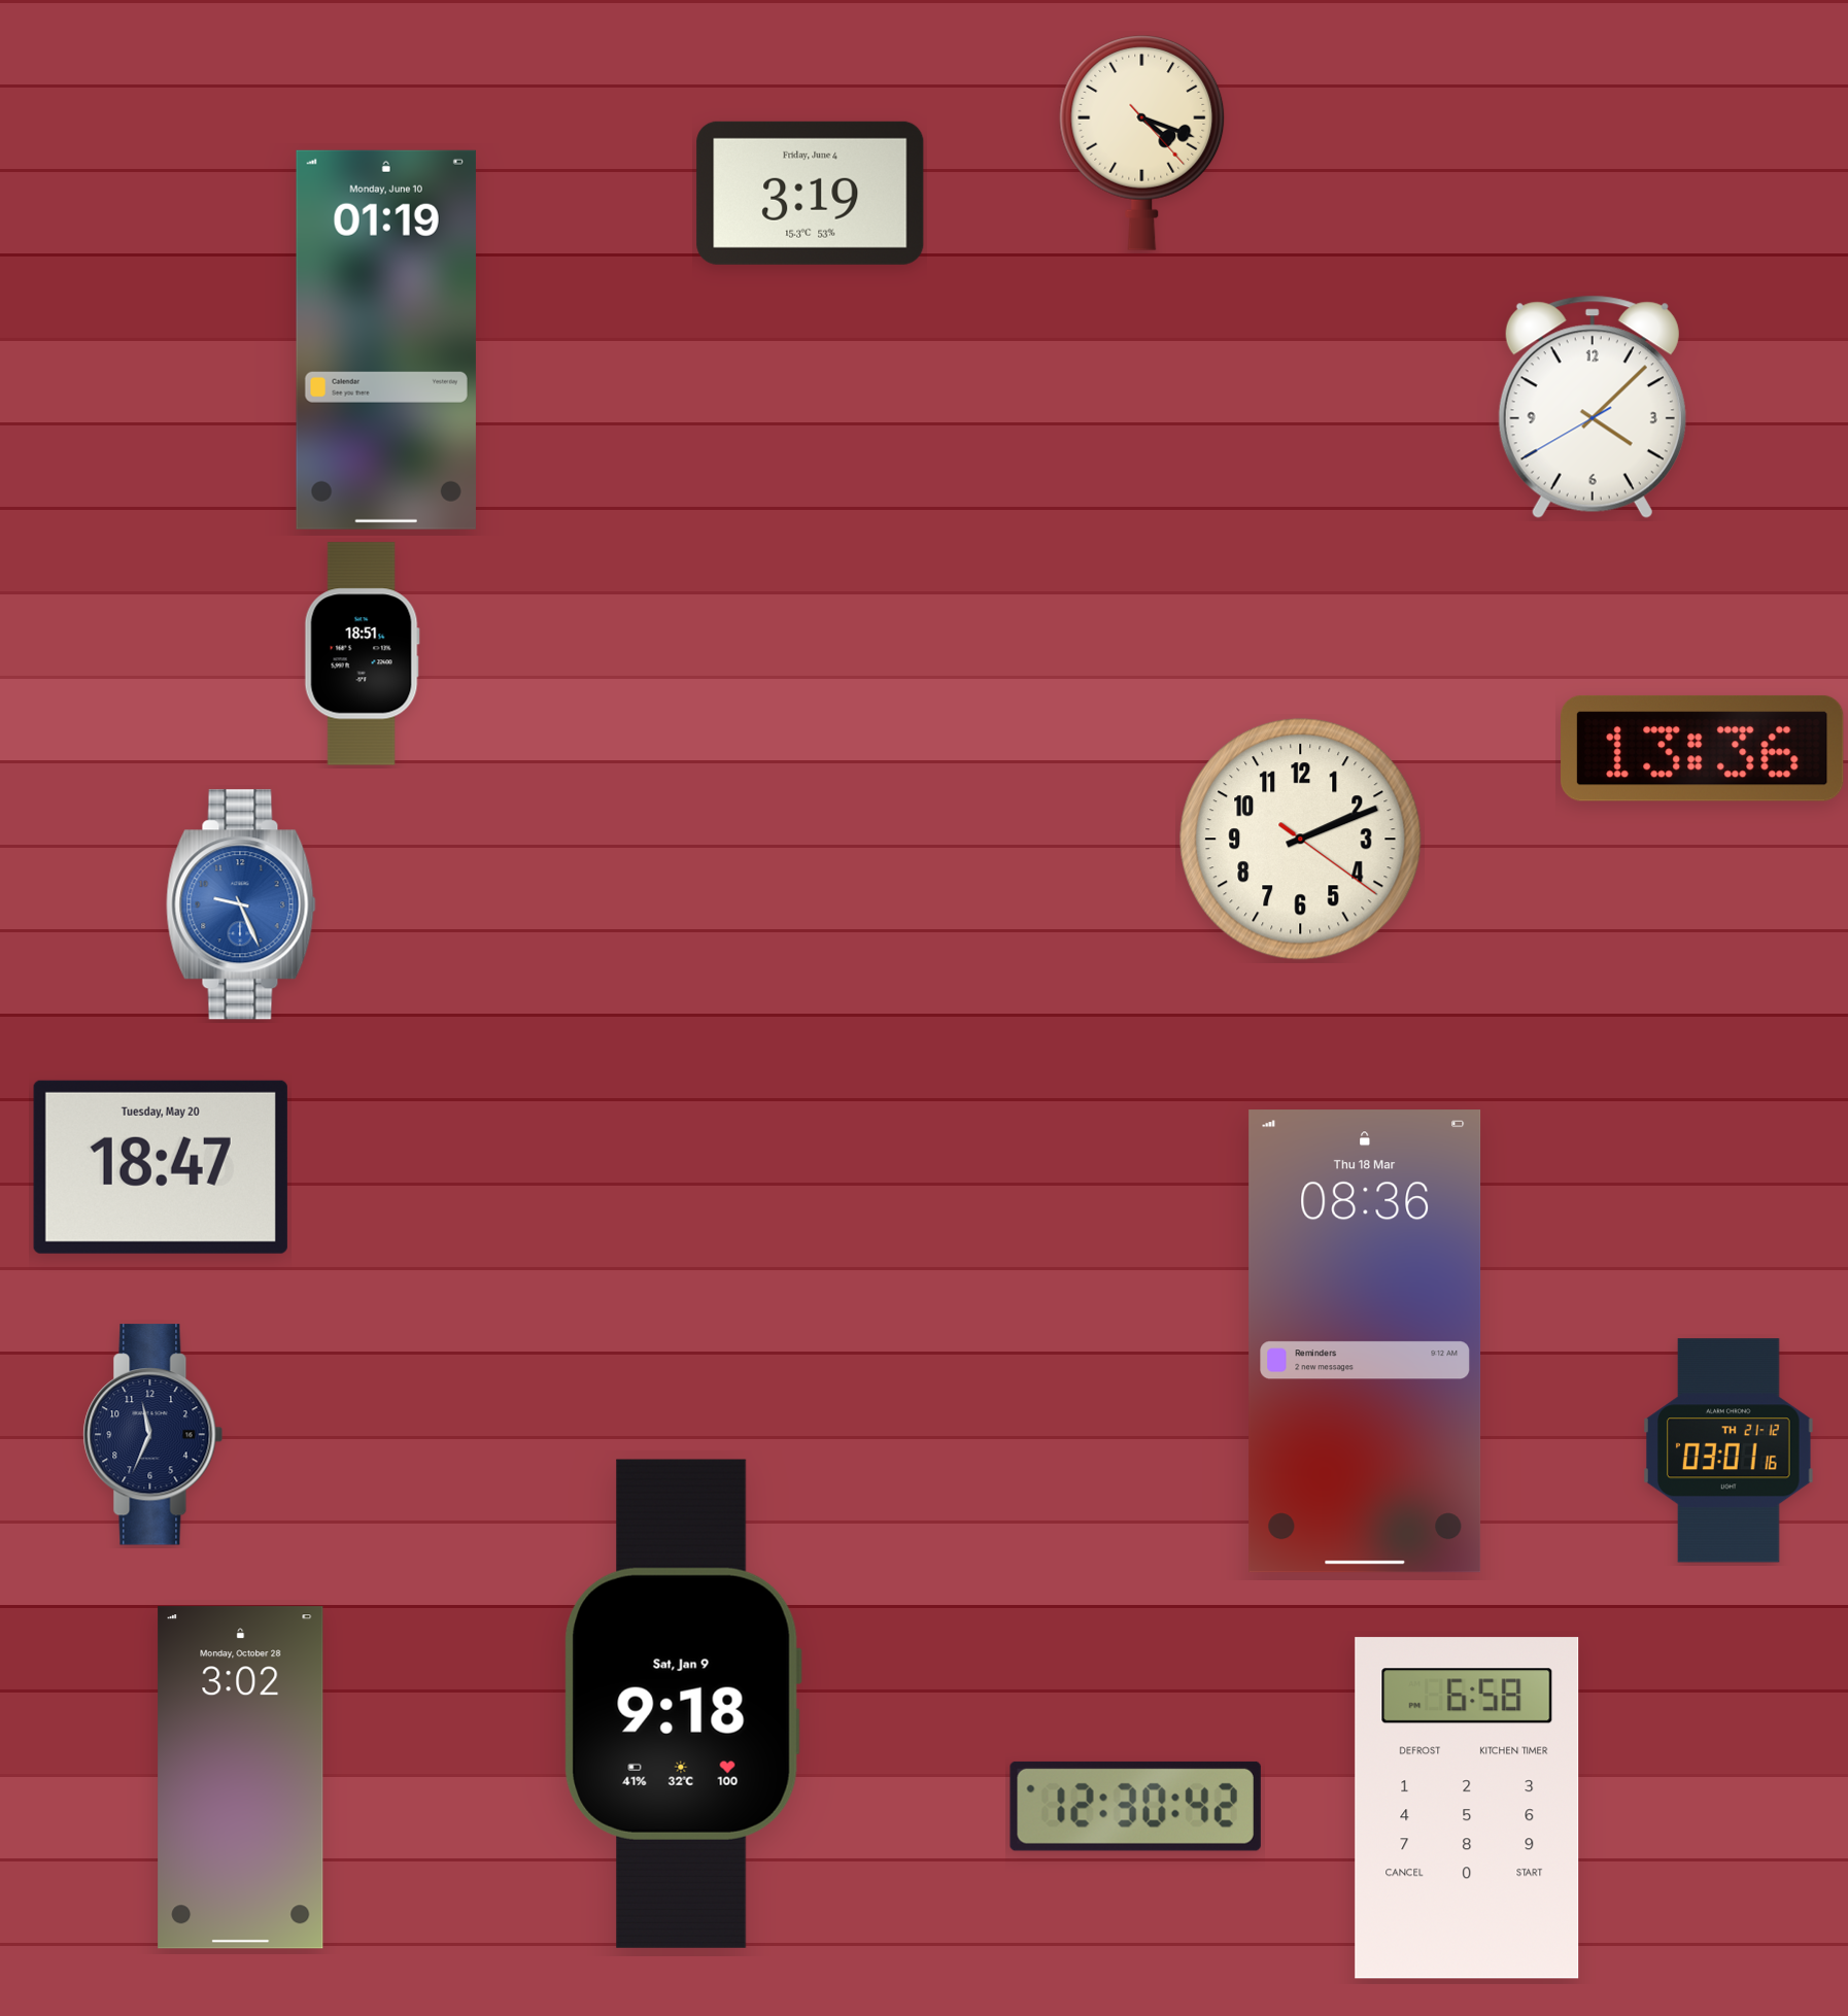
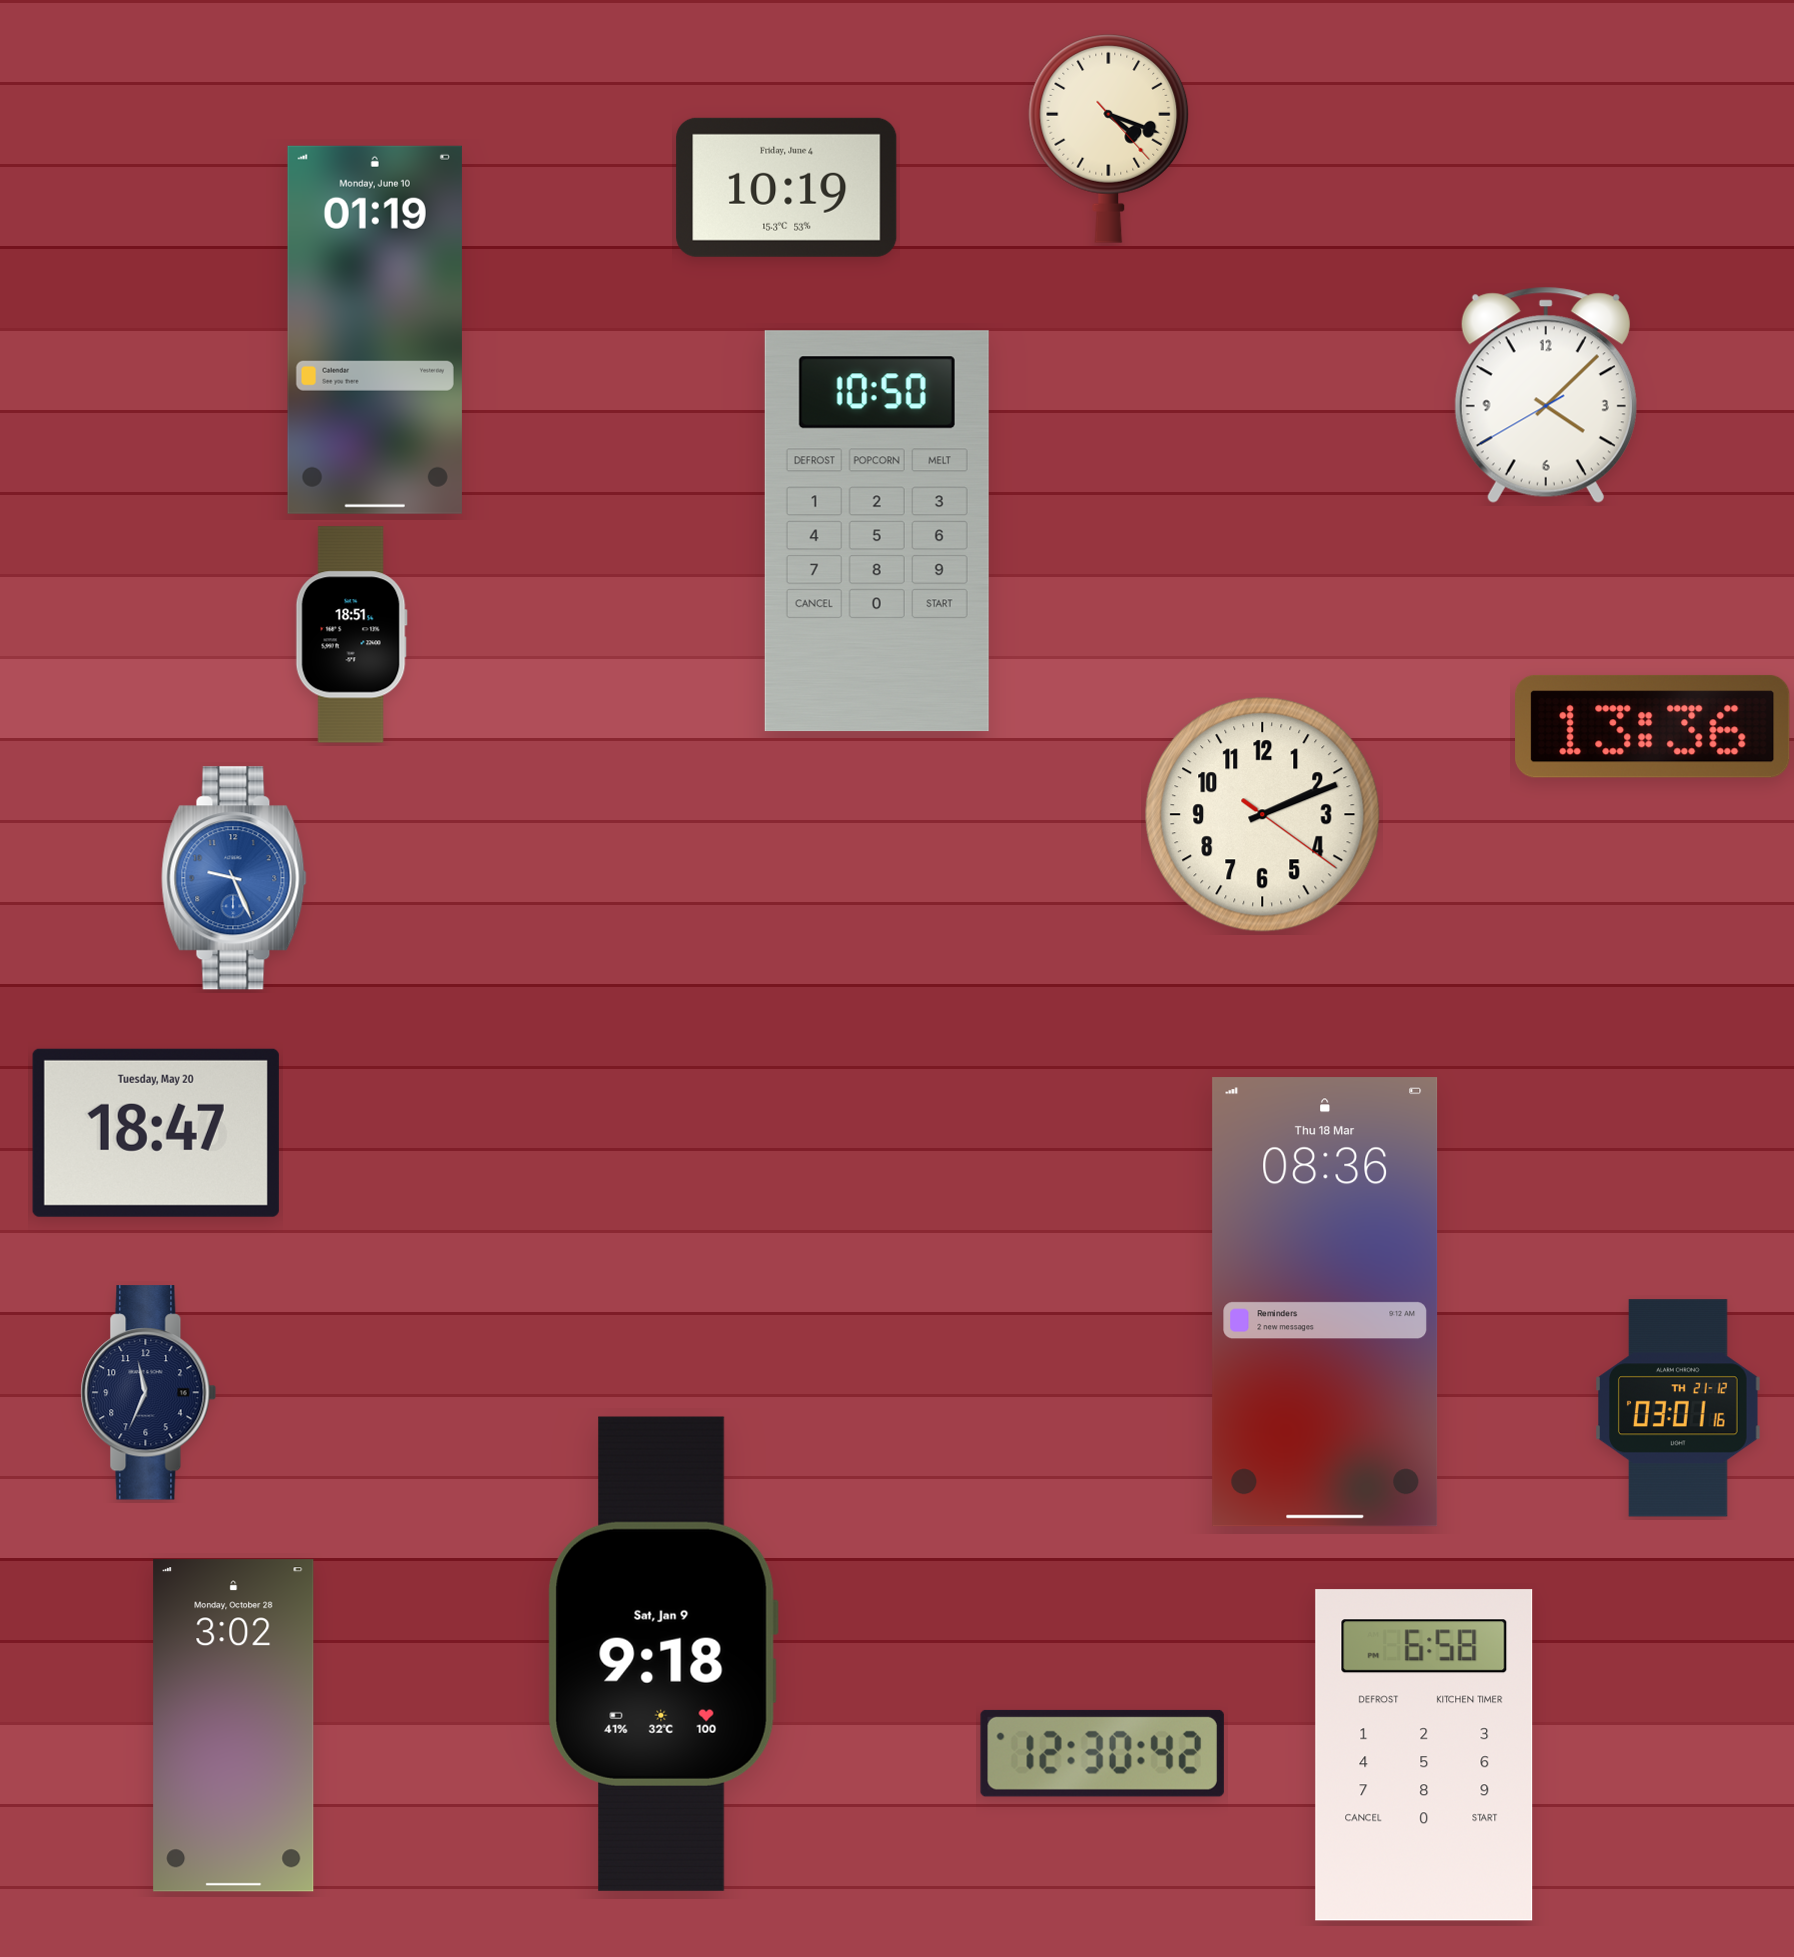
clock at (811, 193): 3:19 -> 10:19
clock at (877, 531): none -> 10:50
